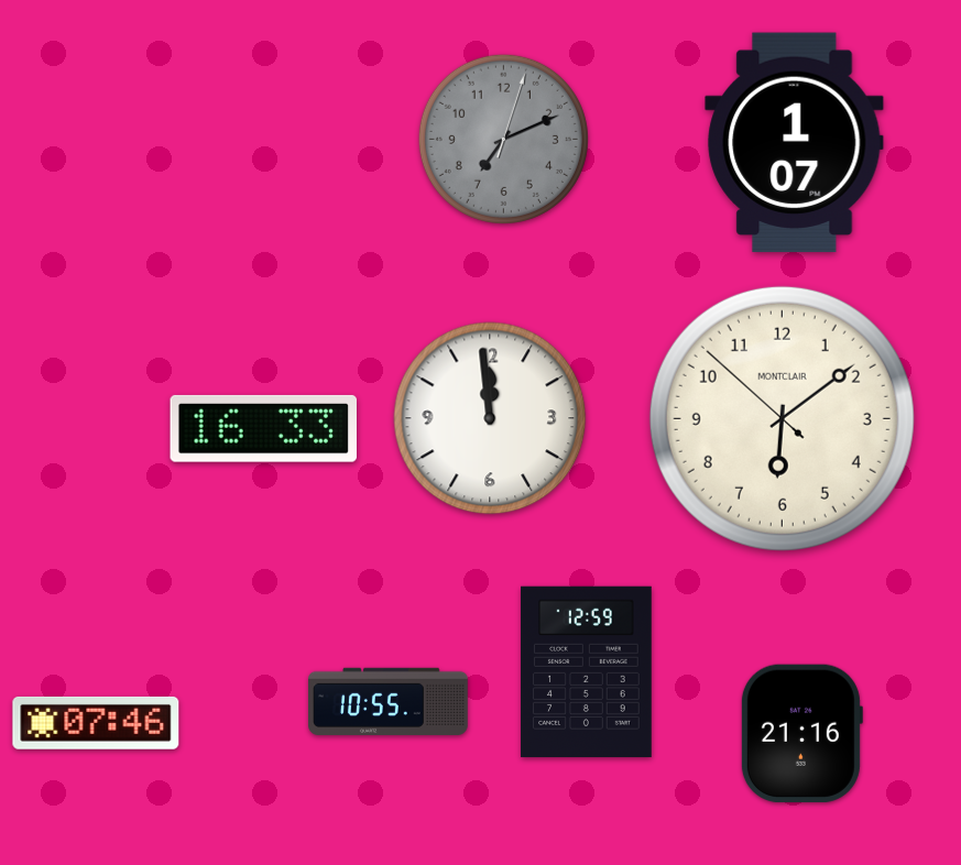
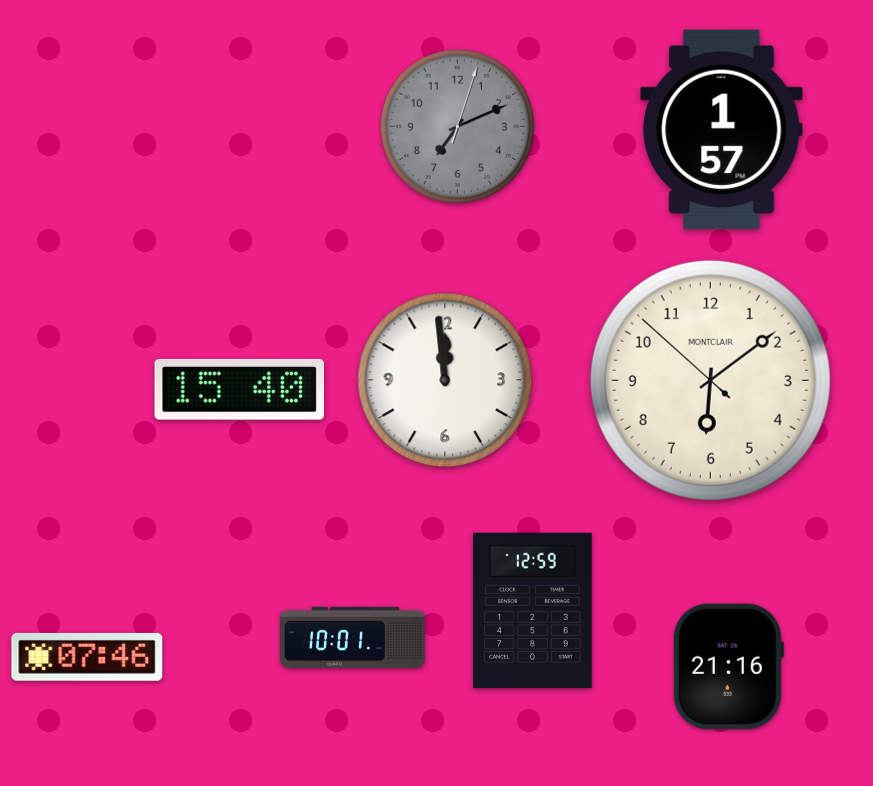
clock at (795, 143): 1:07 -> 1:57
clock at (263, 428): 16:33 -> 15:40
clock at (389, 701): 10:55 -> 10:01
